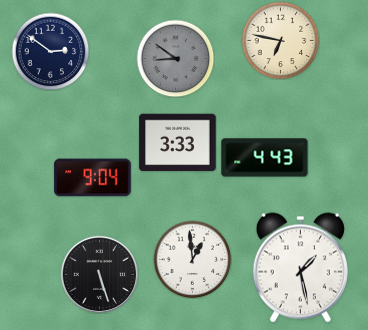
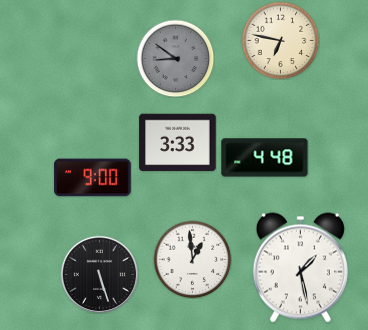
clock at (50, 51): 2:51 -> none
clock at (265, 158): 4:43 -> 4:48
clock at (93, 178): 9:04 -> 9:00
